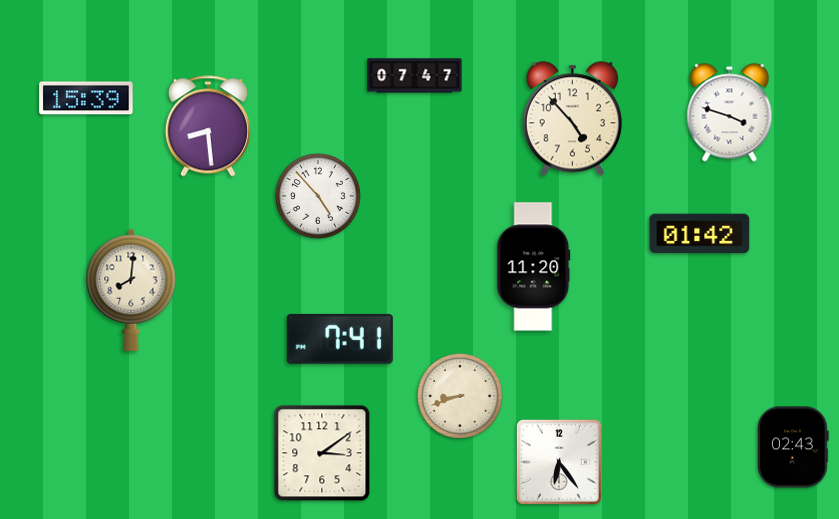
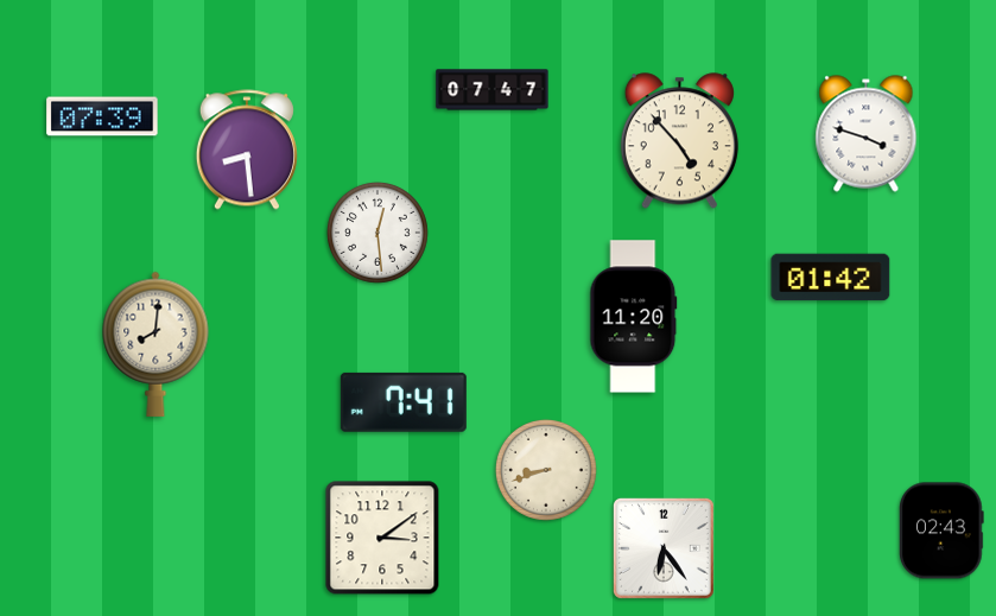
clock at (86, 98): 15:39 -> 07:39
clock at (318, 196): 4:53 -> 12:29
